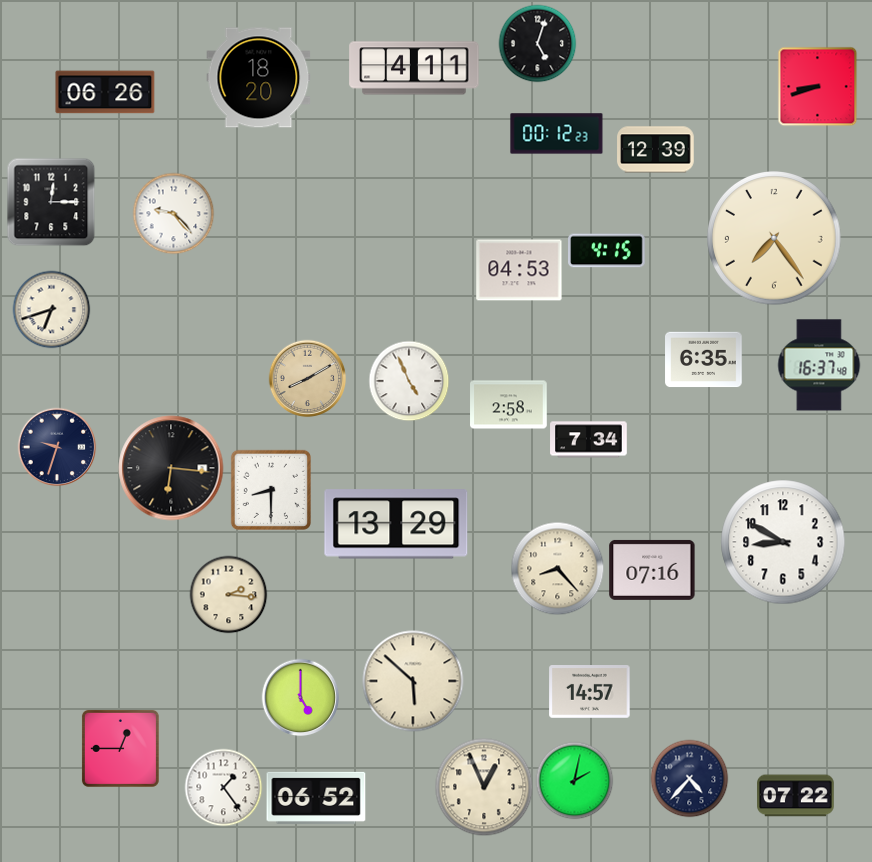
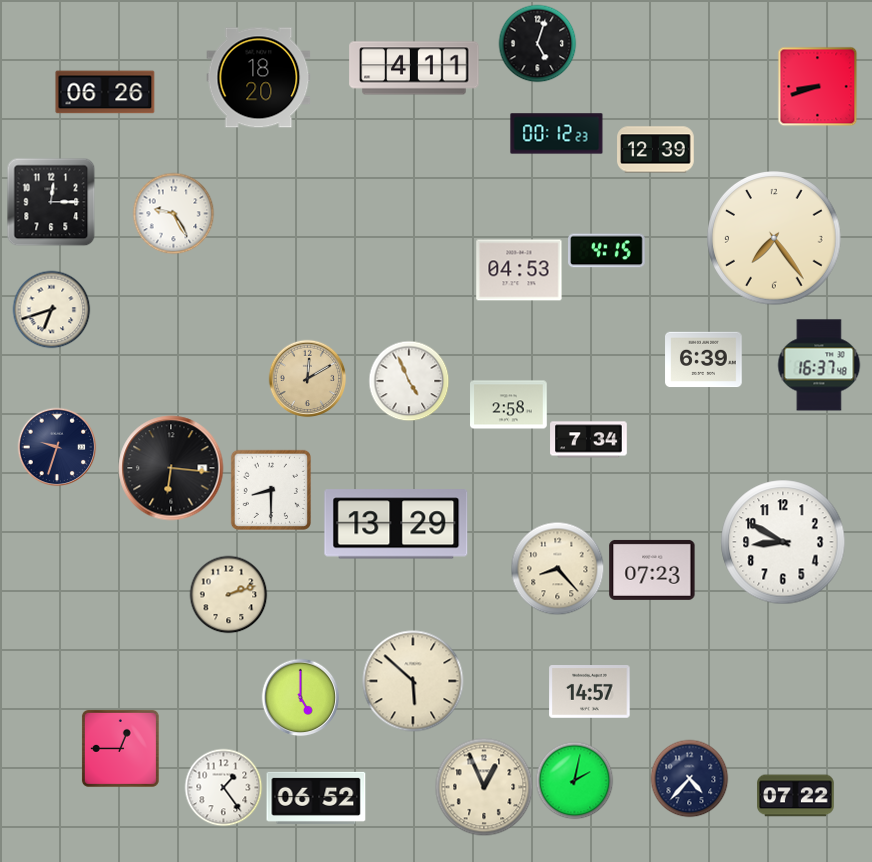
clock at (173, 213): 9:23 -> 9:25
clock at (704, 360): 6:35 -> 6:39
clock at (307, 378): 8:10 -> 12:10
clock at (652, 570): 07:16 -> 07:23
clock at (228, 594): 2:16 -> 2:12
